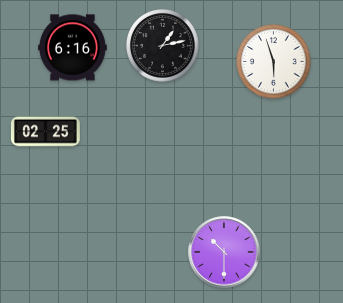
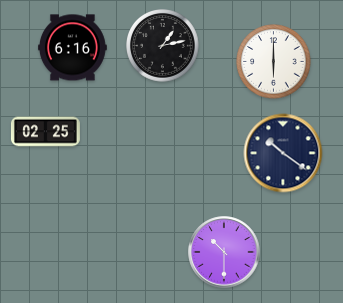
clock at (274, 62): 5:57 -> 6:00
clock at (283, 153): none -> 10:21
